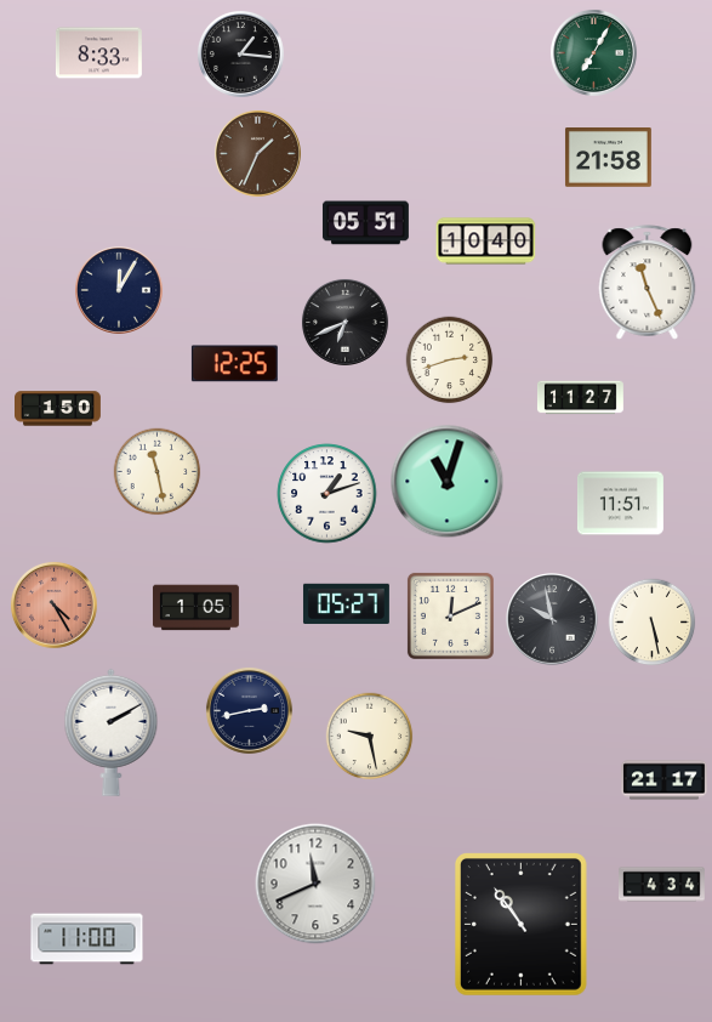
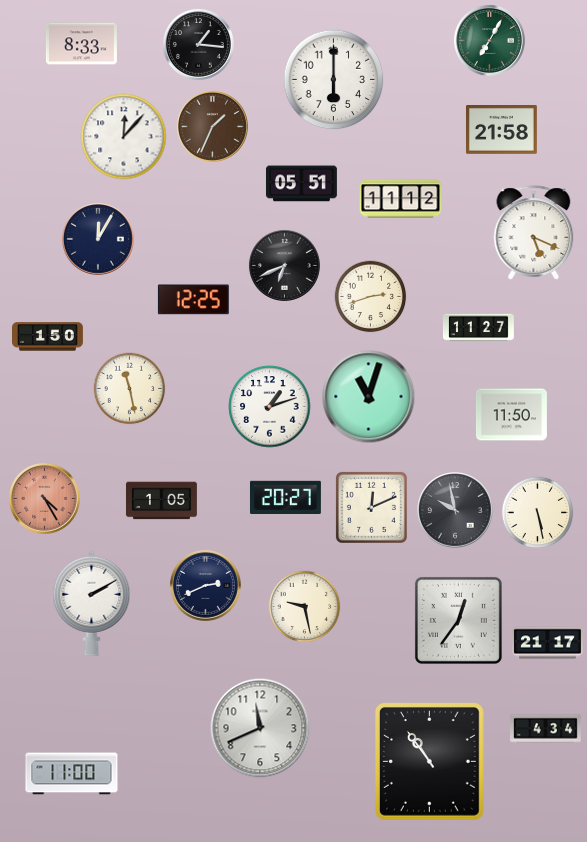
clock at (593, 52) position: (593, 52) -> (489, 40)
clock at (334, 80): none -> 6:00
clock at (124, 137): none -> 12:07
clock at (486, 242): 10:40 -> 11:12
clock at (648, 283): 11:26 -> 5:19
clock at (620, 504): 11:51 -> 11:50
clock at (346, 603): 05:27 -> 20:27
clock at (249, 710): 2:43 -> 2:41
clock at (458, 620): none -> 12:36
